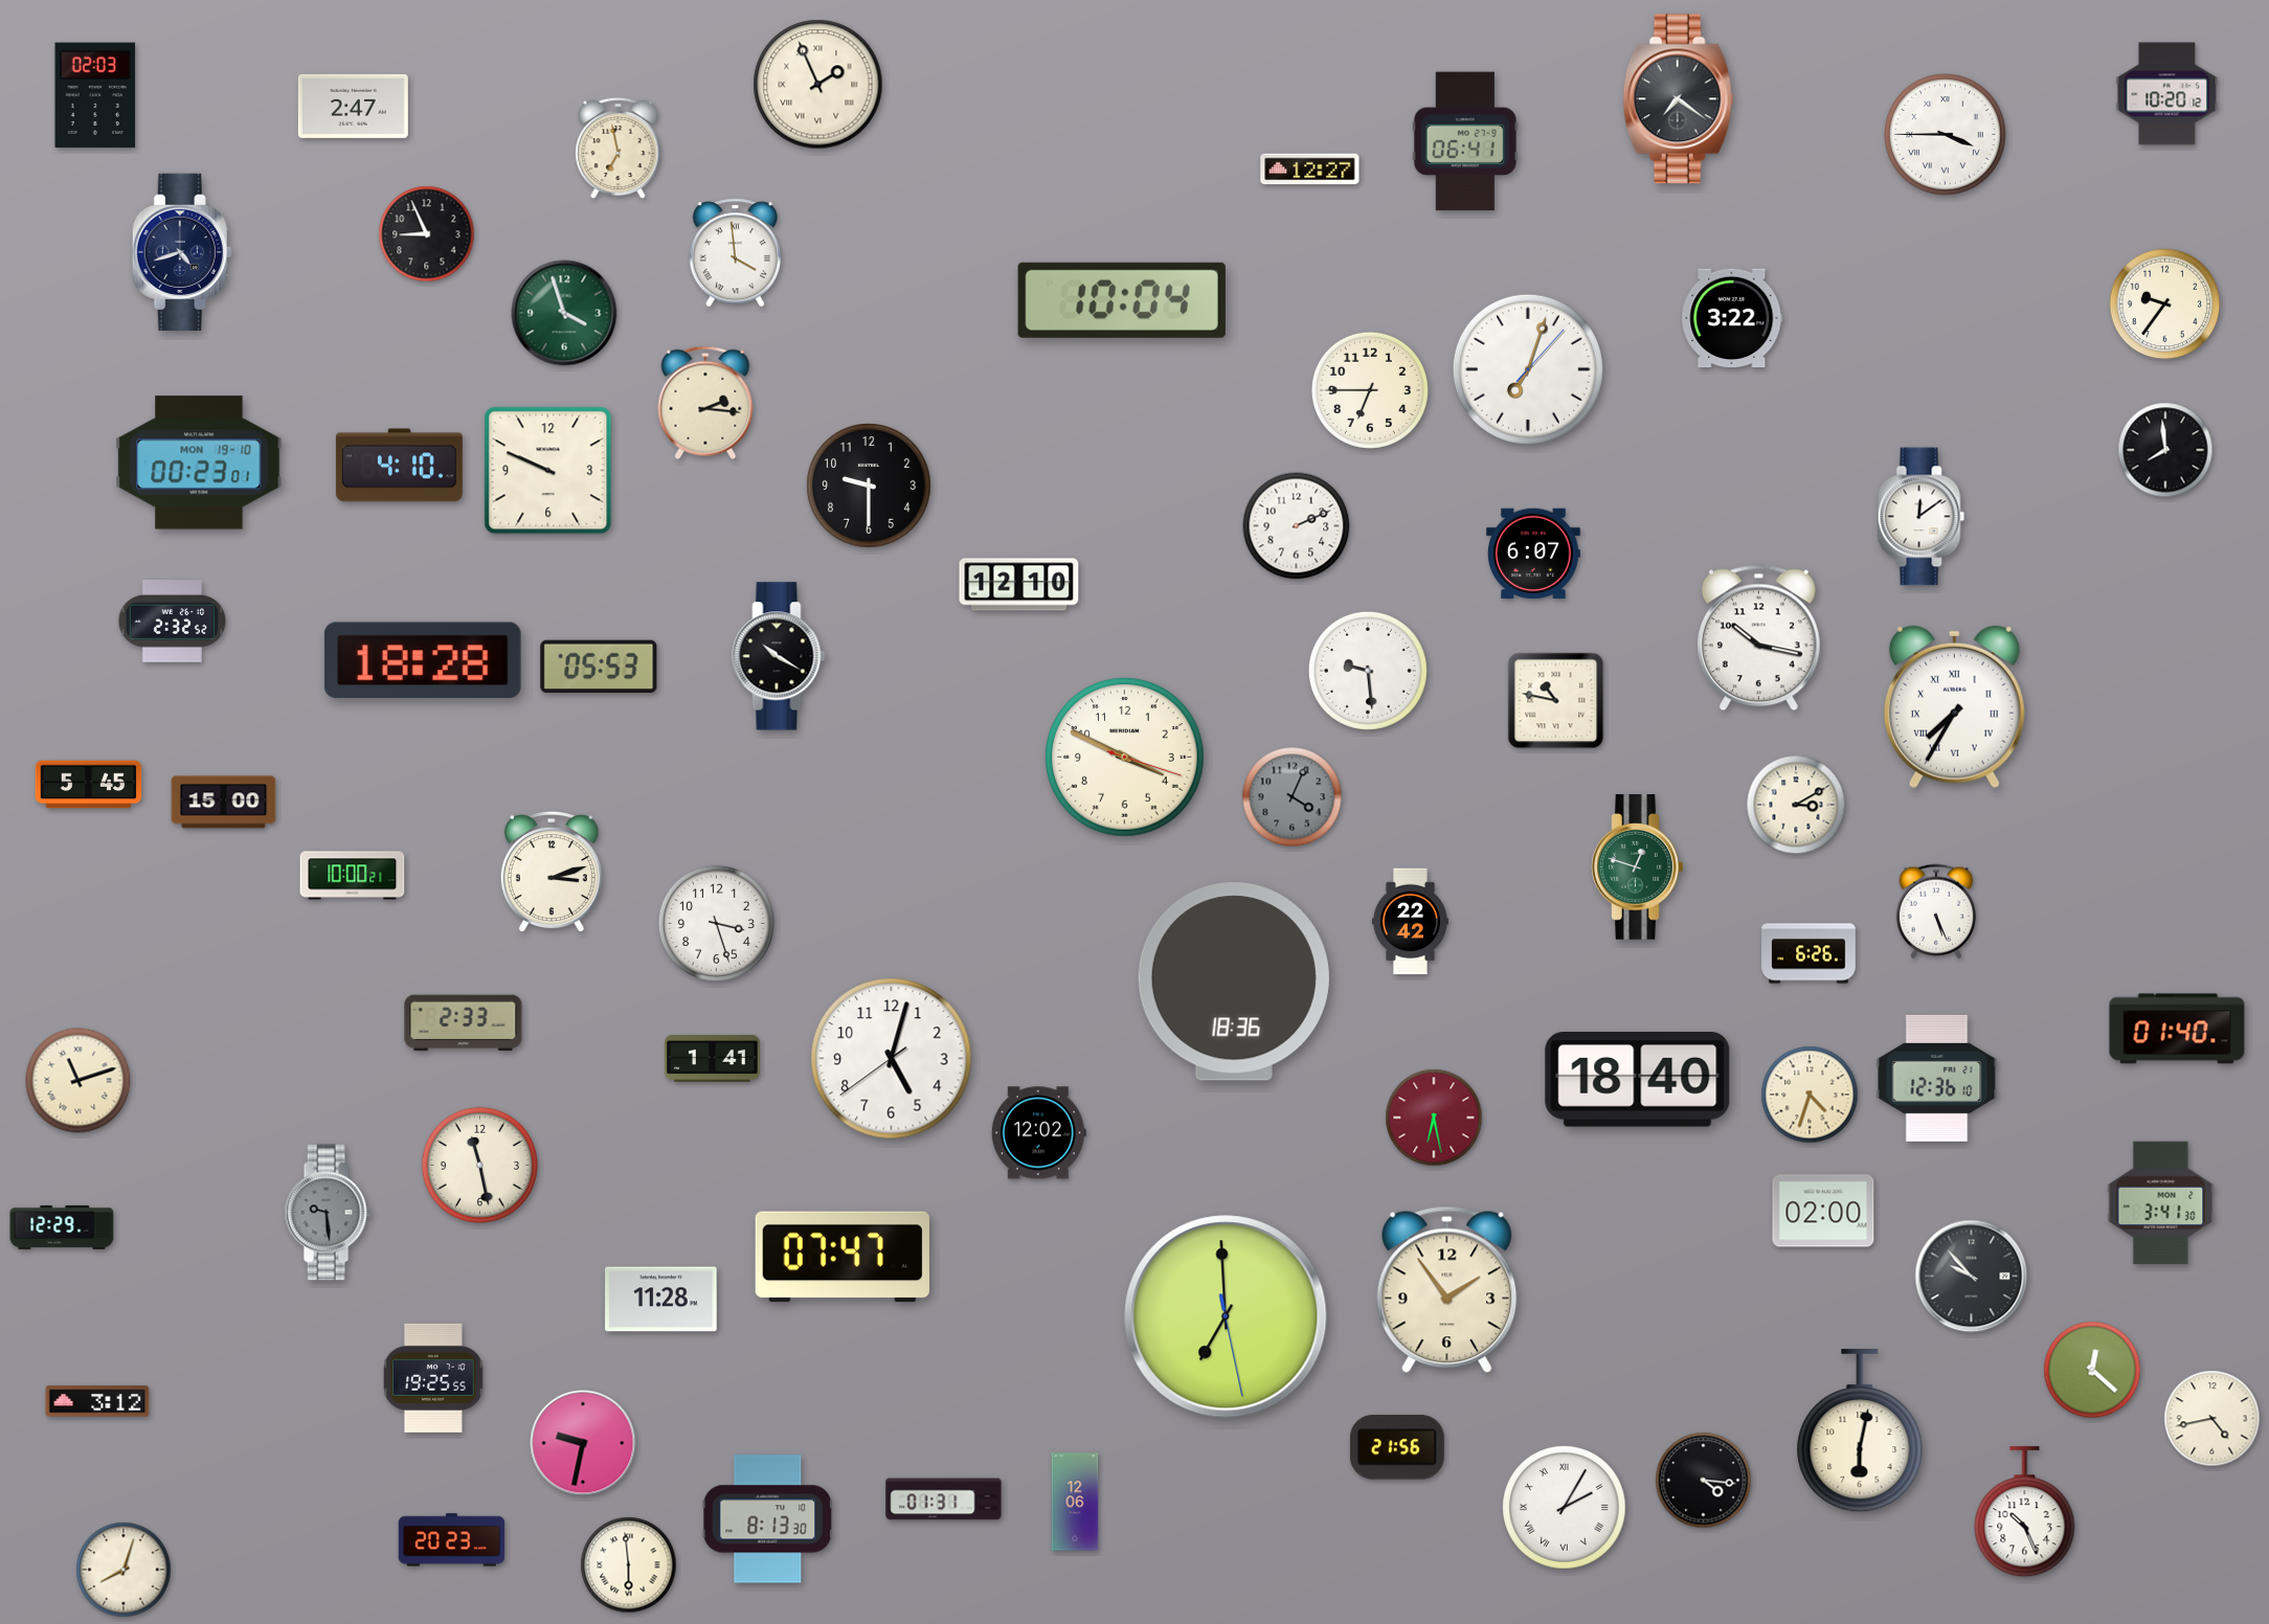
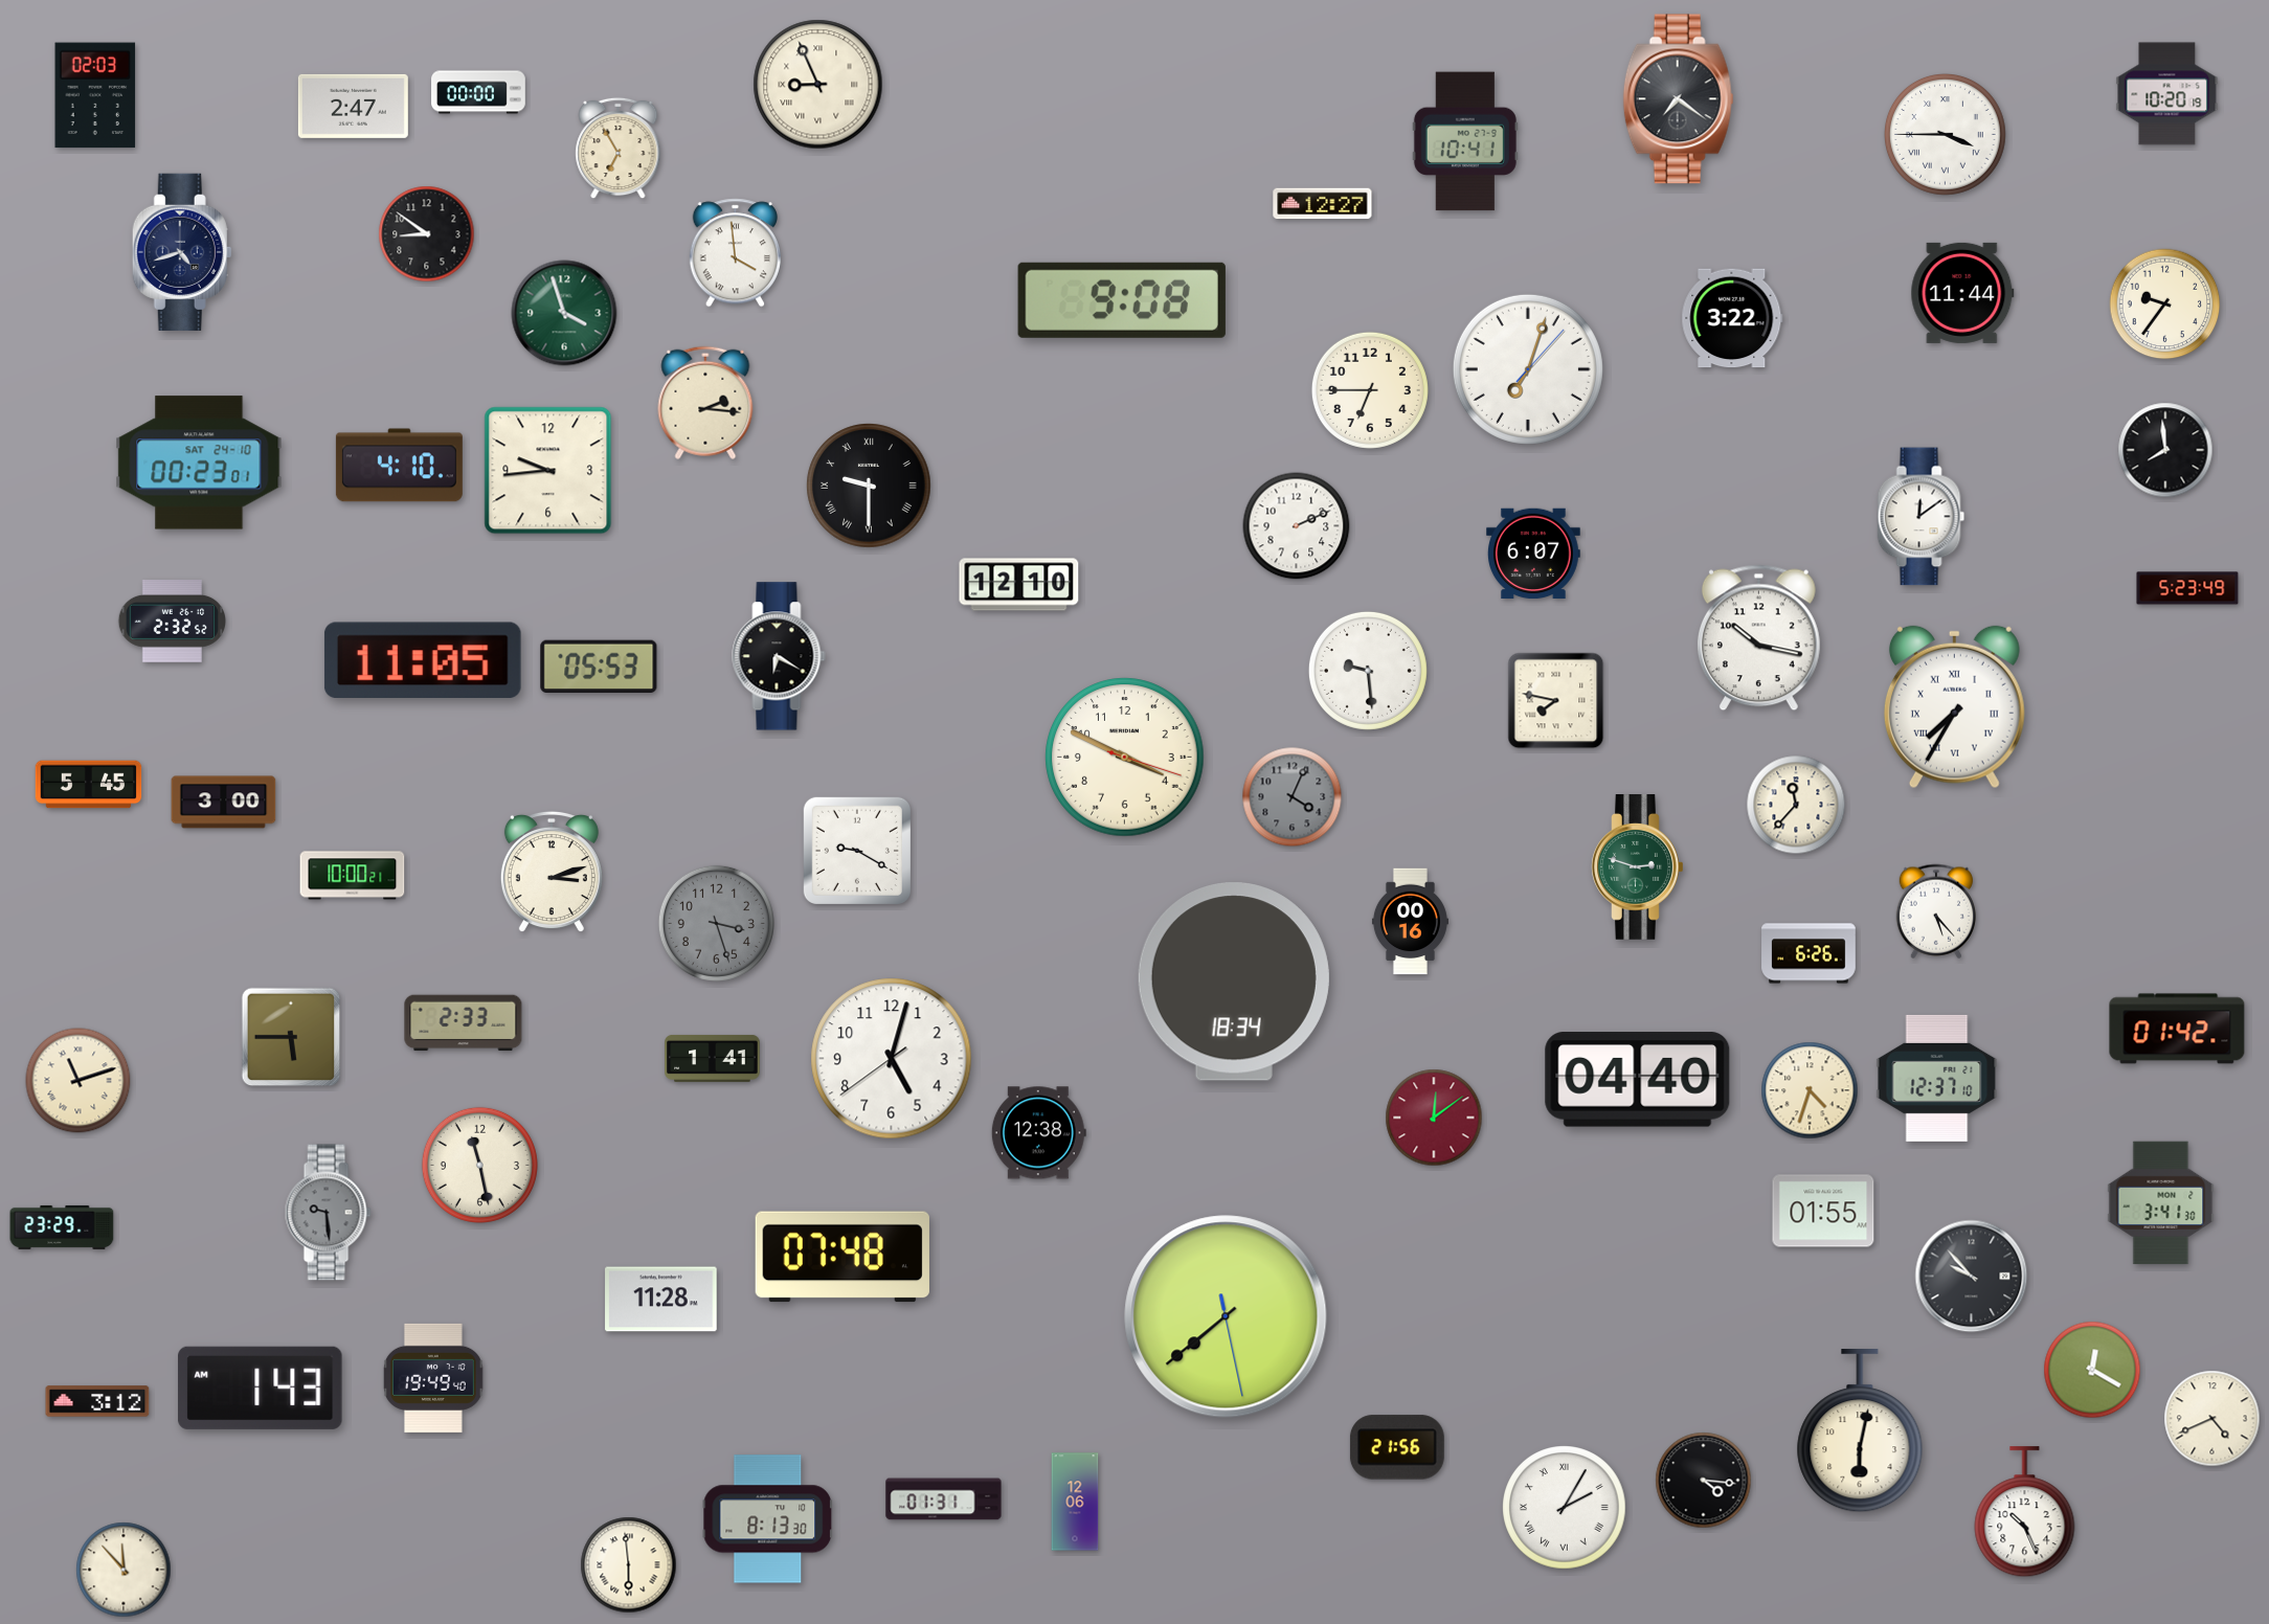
clock at (818, 85): 1:56 -> 8:56
clock at (478, 92): none -> 00:00
clock at (2167, 94): 10:20:12 -> 10:20:19
clock at (1465, 141): 06:41 -> 10:41
clock at (619, 149): 6:58 -> 6:55
clock at (1310, 170) position: (1310, 170) -> (1323, 204)
clock at (427, 234): 8:56 -> 8:51
clock at (1962, 293): none -> 11:44
clock at (1122, 300): 10:04 -> 9:08
clock at (199, 463) date: MON 19-10 -> SAT 24-10
clock at (548, 471): 9:49 -> 9:44
clock at (869, 486) numerals: Arabic -> Roman
clock at (2187, 588): none -> 5:23
clock at (779, 656): 10:20 -> 6:20
clock at (423, 659): 18:28 -> 11:05
clock at (1556, 701): 10:47 -> 7:47
clock at (224, 803): 15:00 -> 3:00
clock at (1796, 805): 3:10 -> 11:37
clock at (857, 851): none -> 9:20
clock at (1638, 867): 12:48 -> 2:48
clock at (1936, 911): 5:26 -> 5:23
clock at (1410, 922): 22:42 -> 00:16
clock at (716, 923) dial: white -> grey
clock at (1234, 982): 18:36 -> 18:34
clock at (2177, 1029): 01:40 -> 01:42
clock at (291, 1037): none -> 5:45
clock at (1937, 1078): 12:36 -> 12:37
clock at (1638, 1080): 18:40 -> 04:40
clock at (1810, 1095) position: (1810, 1095) -> (1810, 1090)
clock at (1434, 1118): 6:28 -> 12:09
clock at (1038, 1133): 12:02 -> 12:38
clock at (1823, 1211): 02:00 -> 01:55
clock at (62, 1227): 12:29 -> 23:29
clock at (843, 1257): 07:47 -> 07:48
clock at (1447, 1290): 1:54 -> none
clock at (1226, 1316): 6:59 -> 7:38
clock at (2092, 1370): 12:22 -> 12:20
clock at (433, 1378): 19:25 -> 19:49
clock at (261, 1388): none -> 1:43
clock at (2212, 1419): 4:43 -> 4:41
clock at (583, 1443): 9:32 -> none
clock at (452, 1540): 20:23 -> none
clock at (123, 1570): 8:03 -> 11:53
